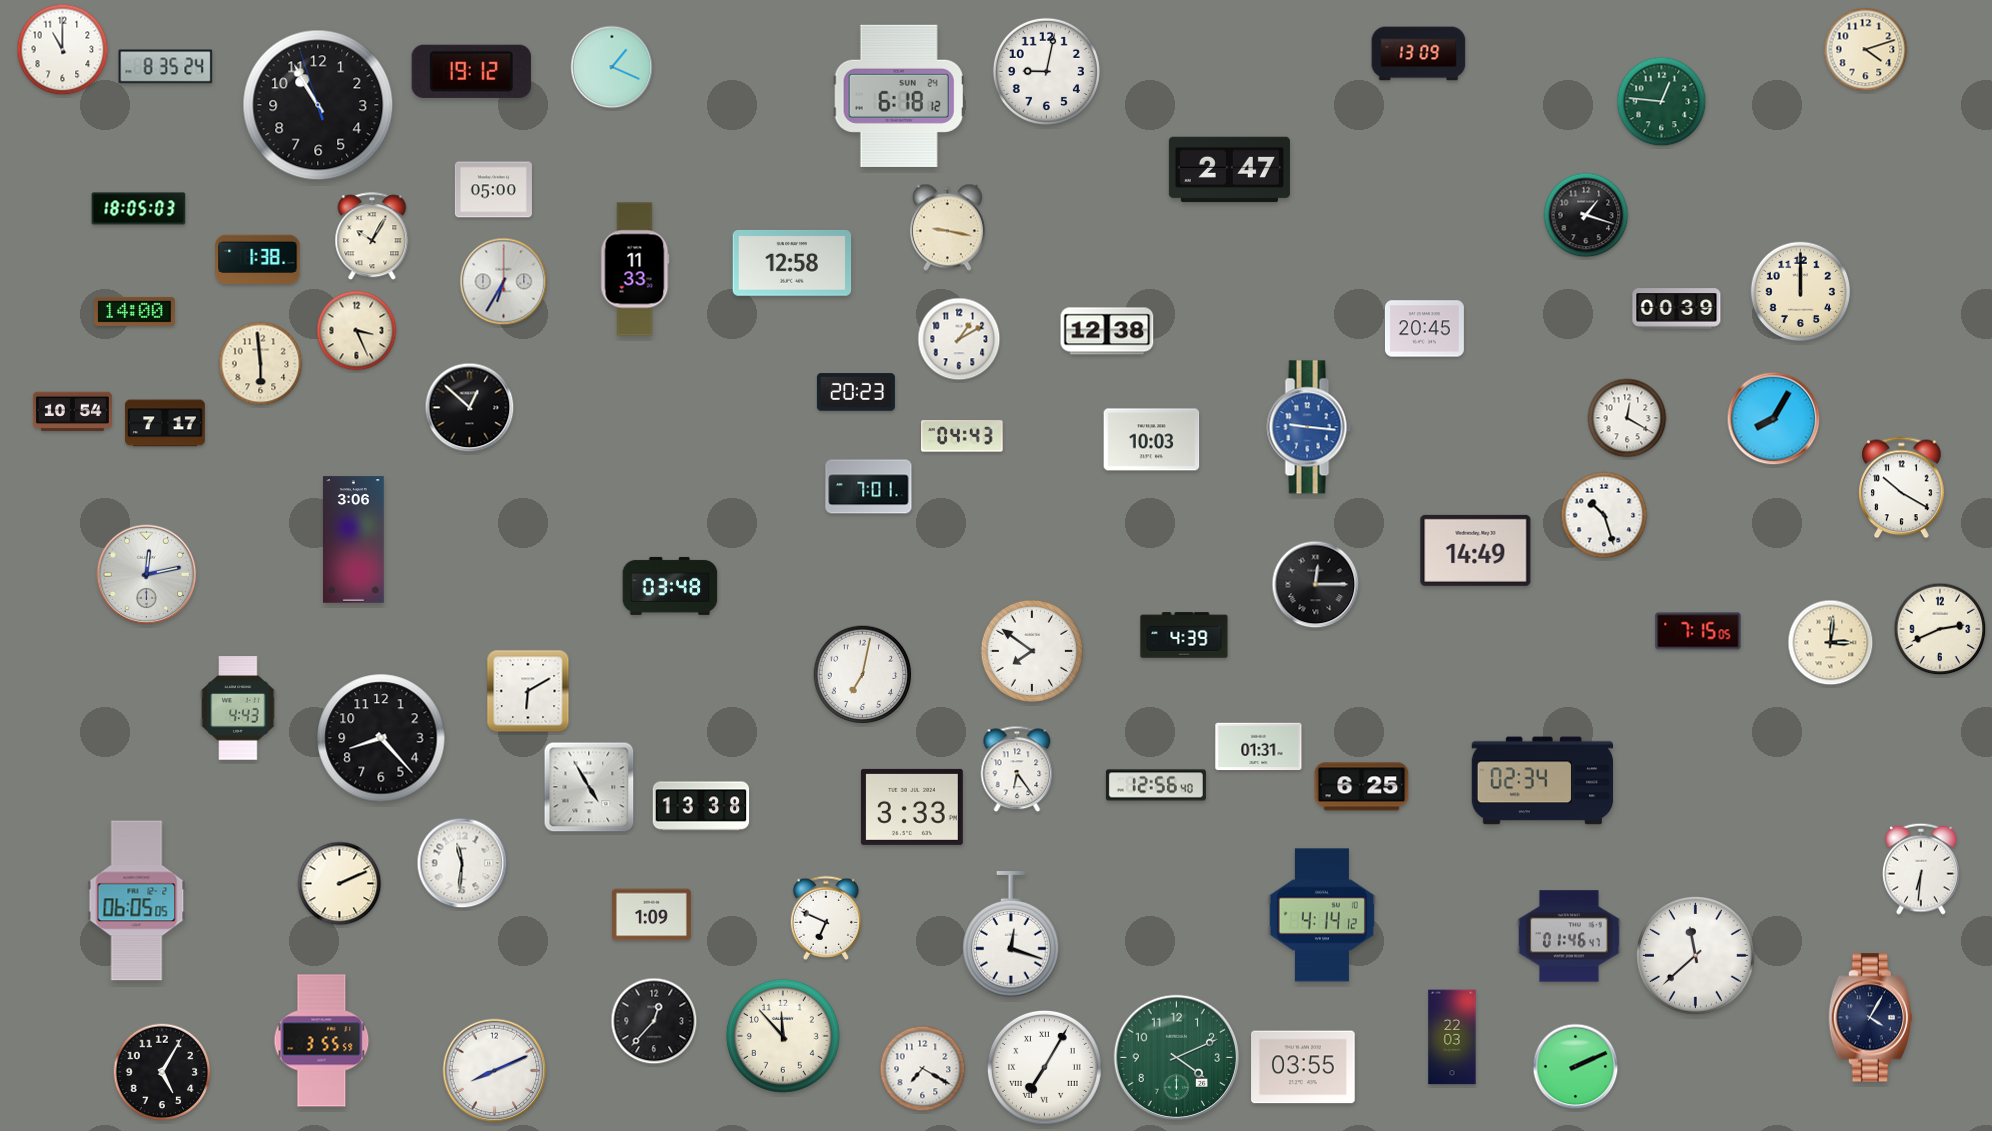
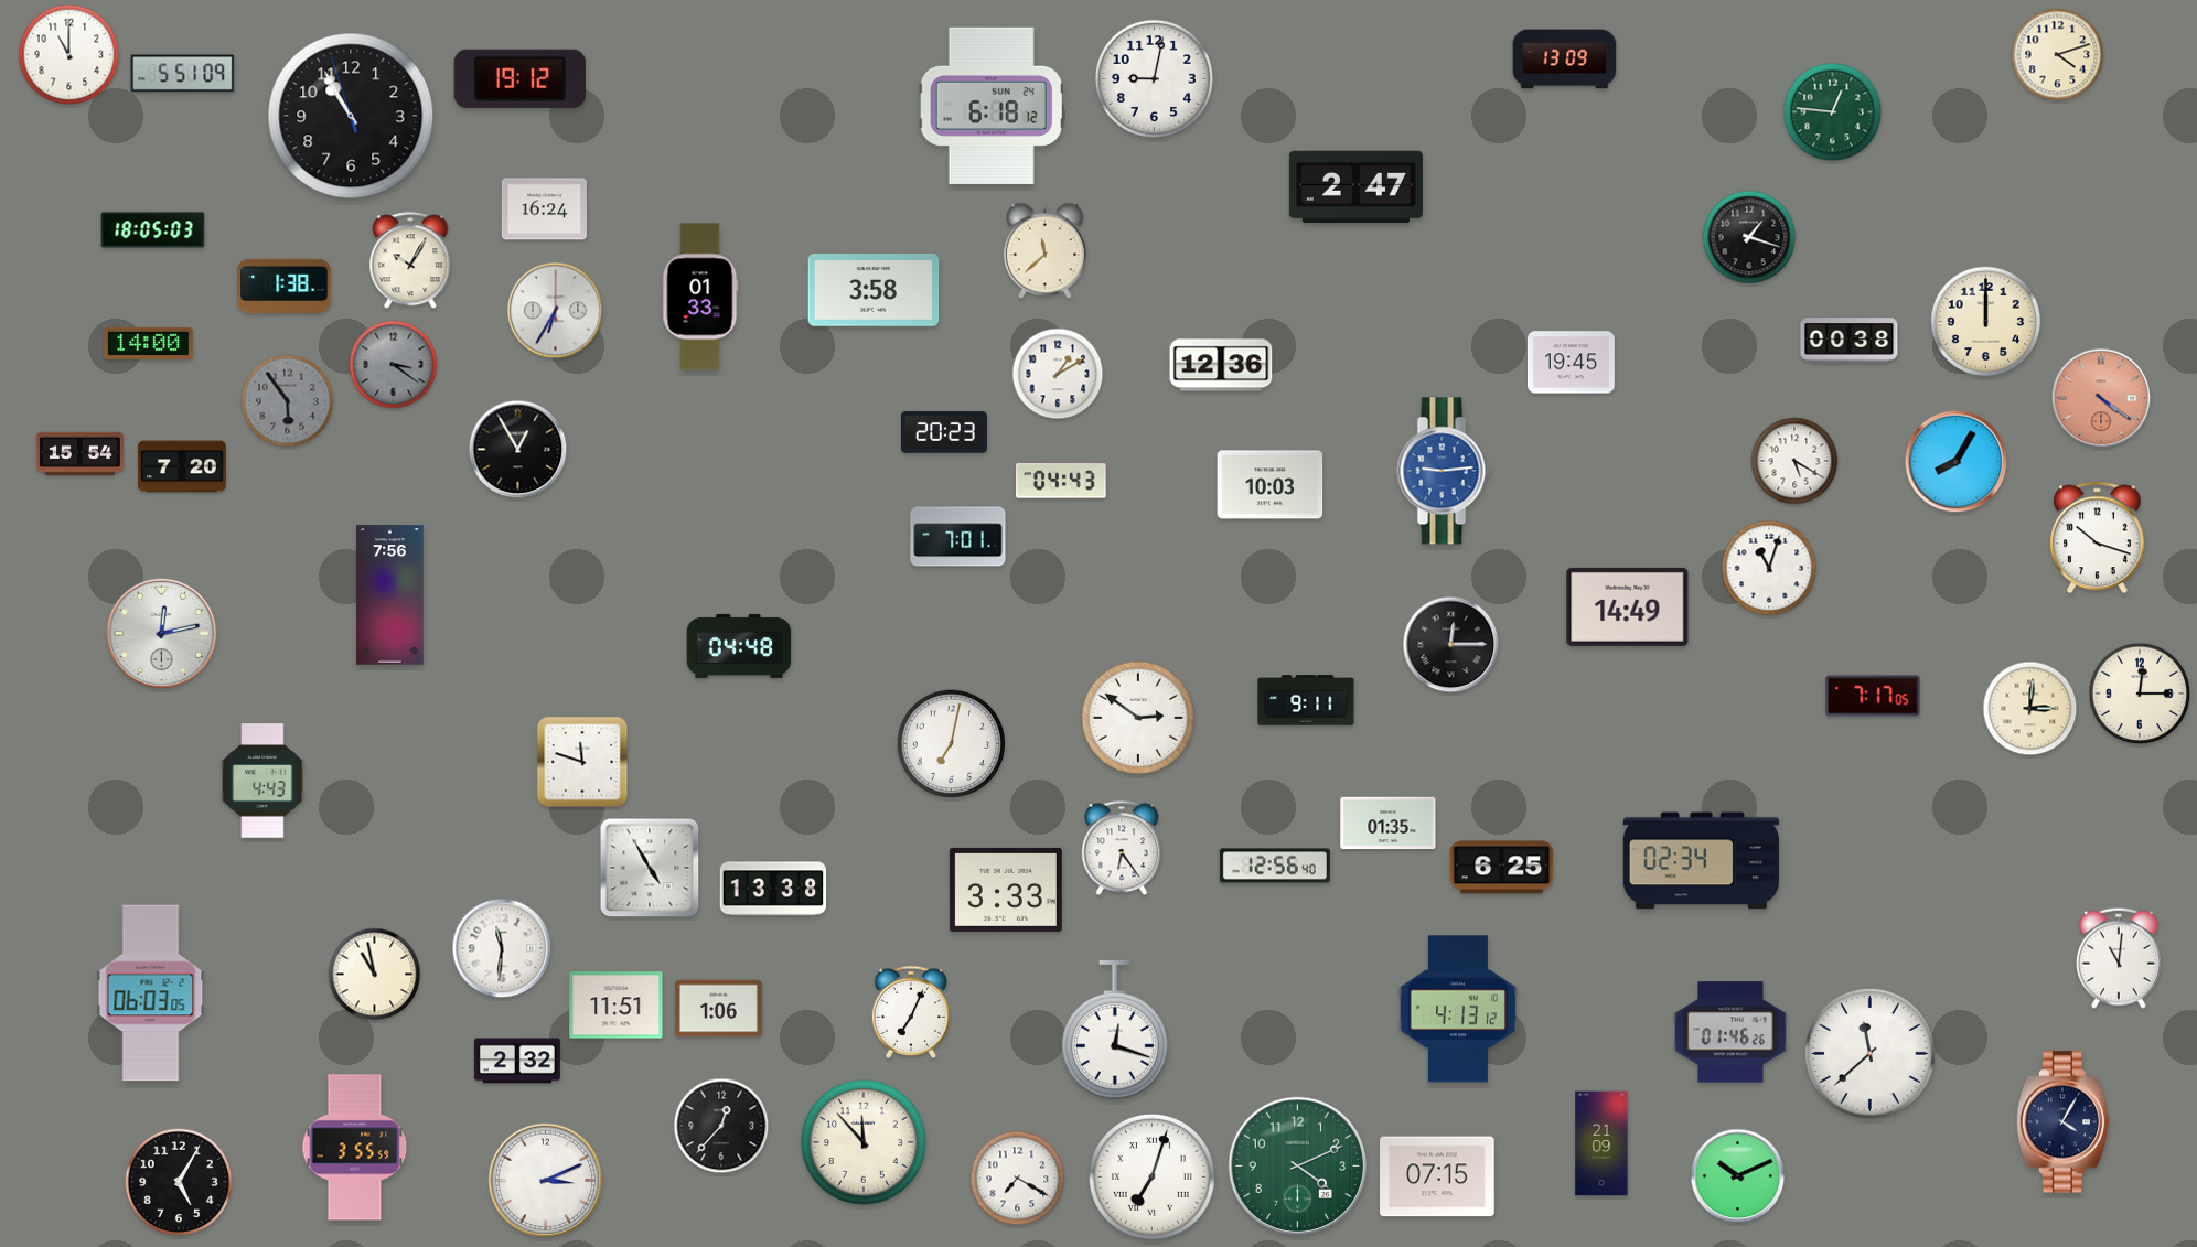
clock at (166, 67): 8:35 -> 5:51
clock at (612, 67): 1:19 -> none
clock at (493, 190): 05:00 -> 16:24
clock at (947, 228): 9:17 -> 11:38
clock at (792, 263): 12:58 -> 3:58
clock at (635, 269): 11:33 -> 01:33
clock at (1677, 309): 00:39 -> 00:38
clock at (1424, 329): 20:45 -> 19:45
clock at (357, 331): 3:26 -> 3:21
clock at (357, 331) dial: cream -> grey
clock at (1107, 331): 12:38 -> 12:36
clock at (2101, 398): none -> 4:21
clock at (261, 364): 5:59 -> 5:54
clock at (261, 364) dial: cream -> grey
clock at (470, 408): 12:52 -> 12:55
clock at (72, 412): 10:54 -> 15:54
clock at (1627, 418): 12:20 -> 5:20
clock at (166, 423): 7:17 -> 7:20
clock at (1309, 427): 9:16 -> 9:14
clock at (1902, 488): 10:20 -> 10:18
clock at (1604, 515): 10:27 -> 11:03
clock at (354, 540): 3:06 -> 7:56
clock at (670, 586): 03:48 -> 04:48
clock at (1940, 629): 2:41 -> 12:15
clock at (1698, 631): 7:15 -> 7:17
clock at (1184, 635): 4:39 -> 9:11
clock at (1831, 643) position: (1831, 643) -> (2030, 709)
clock at (1032, 651): 7:51 -> 2:51
clock at (528, 691): 6:10 -> 11:48
clock at (381, 738): 8:23 -> none
clock at (1259, 747): 01:31 -> 01:35
clock at (462, 863) position: (462, 863) -> (502, 948)
clock at (1922, 869): 6:31 -> 11:01
clock at (340, 884): 2:11 -> 10:58
clock at (137, 901): 06:05 -> 06:03
clock at (617, 1006): none -> 11:51
clock at (651, 915): 1:09 -> 1:06
clock at (1322, 915): 4:14 -> 4:13
clock at (825, 918): 6:49 -> 7:04
clock at (1569, 936): 01:46:47 -> 01:46:26
clock at (517, 1061): none -> 2:32
clock at (1452, 1037): 22:03 -> 21:09
clock at (1044, 1067): 7:05 -> 7:03
clock at (1303, 1067): 03:55 -> 07:15
clock at (1576, 1067): 2:11 -> 10:11
clock at (495, 1071): 8:11 -> 3:11
